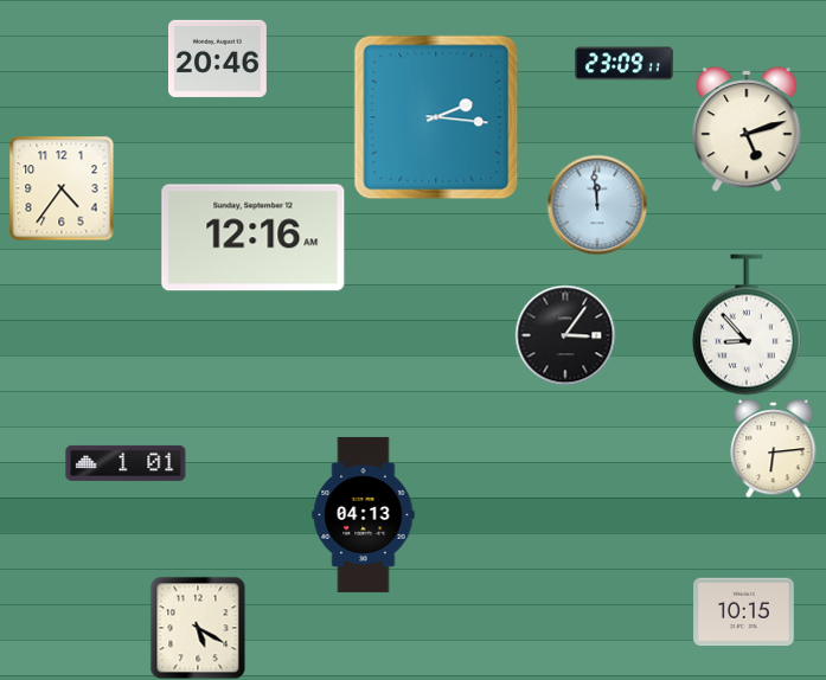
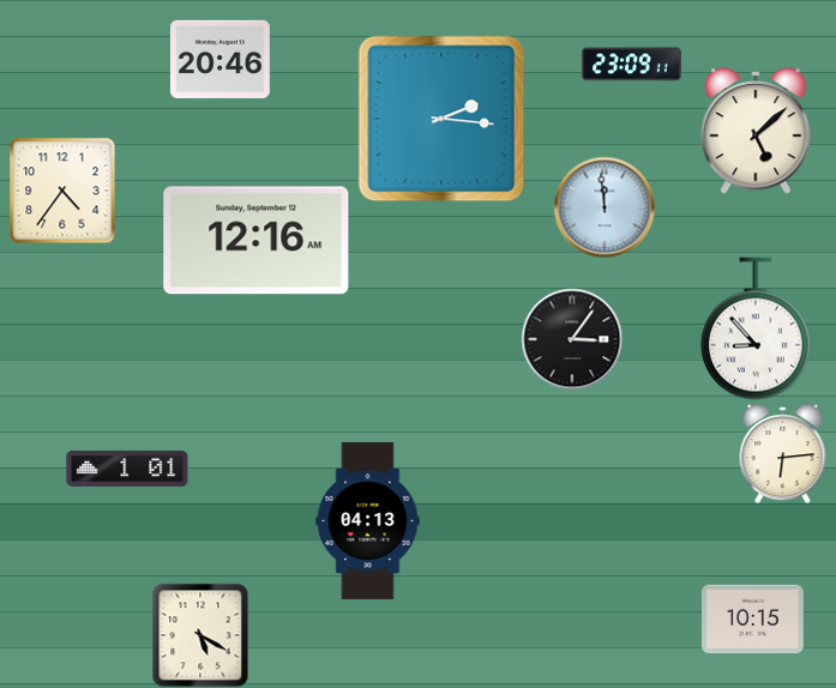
clock at (747, 129): 5:12 -> 5:08
